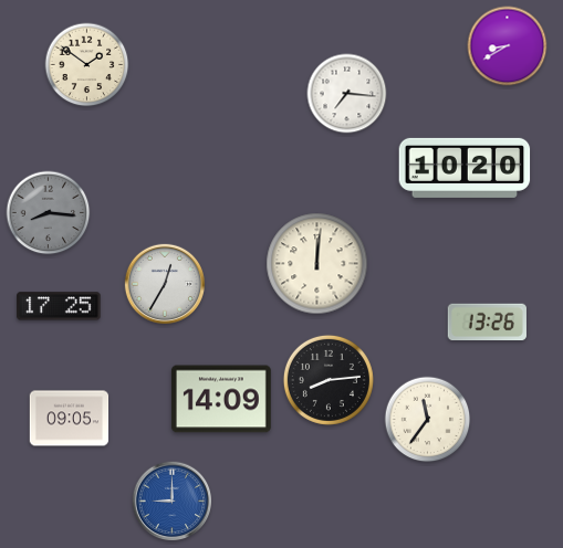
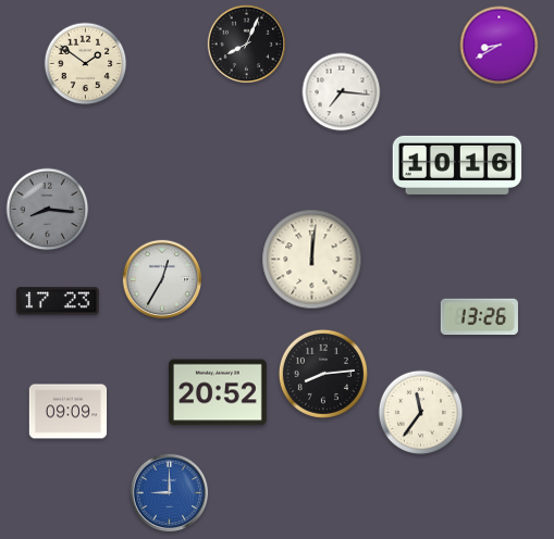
clock at (247, 45): none -> 8:04
clock at (465, 168): 10:20 -> 10:16
clock at (59, 306): 17:25 -> 17:23
clock at (221, 399): 14:09 -> 20:52
clock at (70, 419): 09:05 -> 09:09
